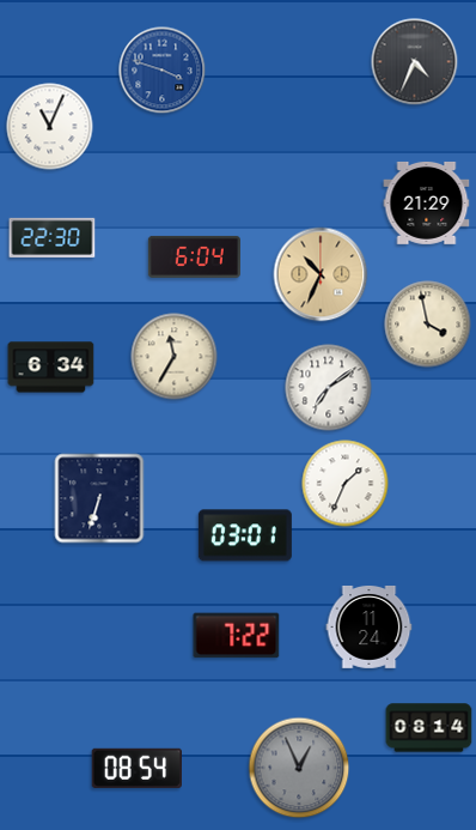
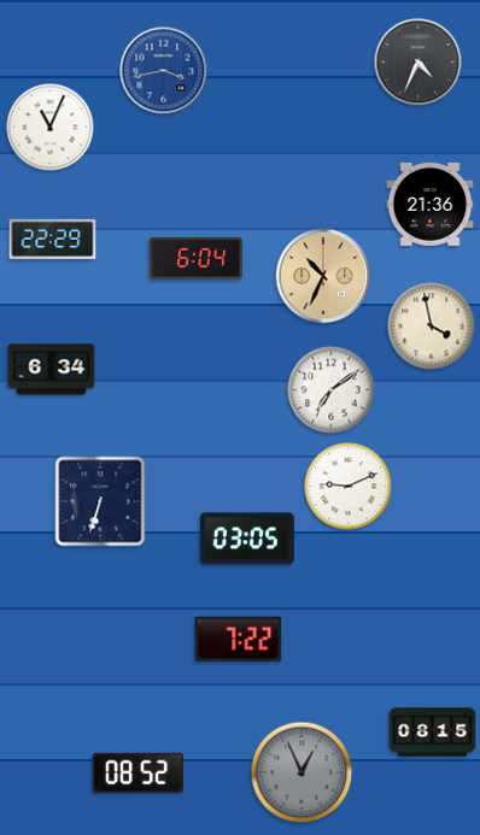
clock at (163, 71): 3:48 -> 3:43
clock at (427, 202): 21:29 -> 21:36
clock at (53, 237): 22:30 -> 22:29
clock at (175, 357): 11:35 -> none
clock at (346, 484): 1:34 -> 9:11
clock at (245, 535): 03:01 -> 03:05
clock at (370, 626): 11:24 -> none
clock at (429, 728): 08:14 -> 08:15
clock at (138, 768): 08:54 -> 08:52
